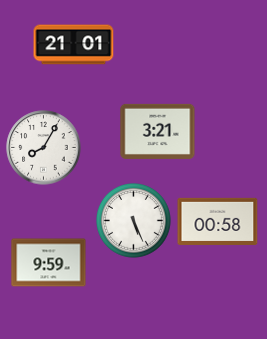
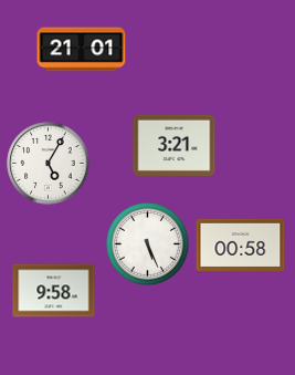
clock at (44, 148): 8:05 -> 5:05
clock at (49, 263): 9:59 -> 9:58
